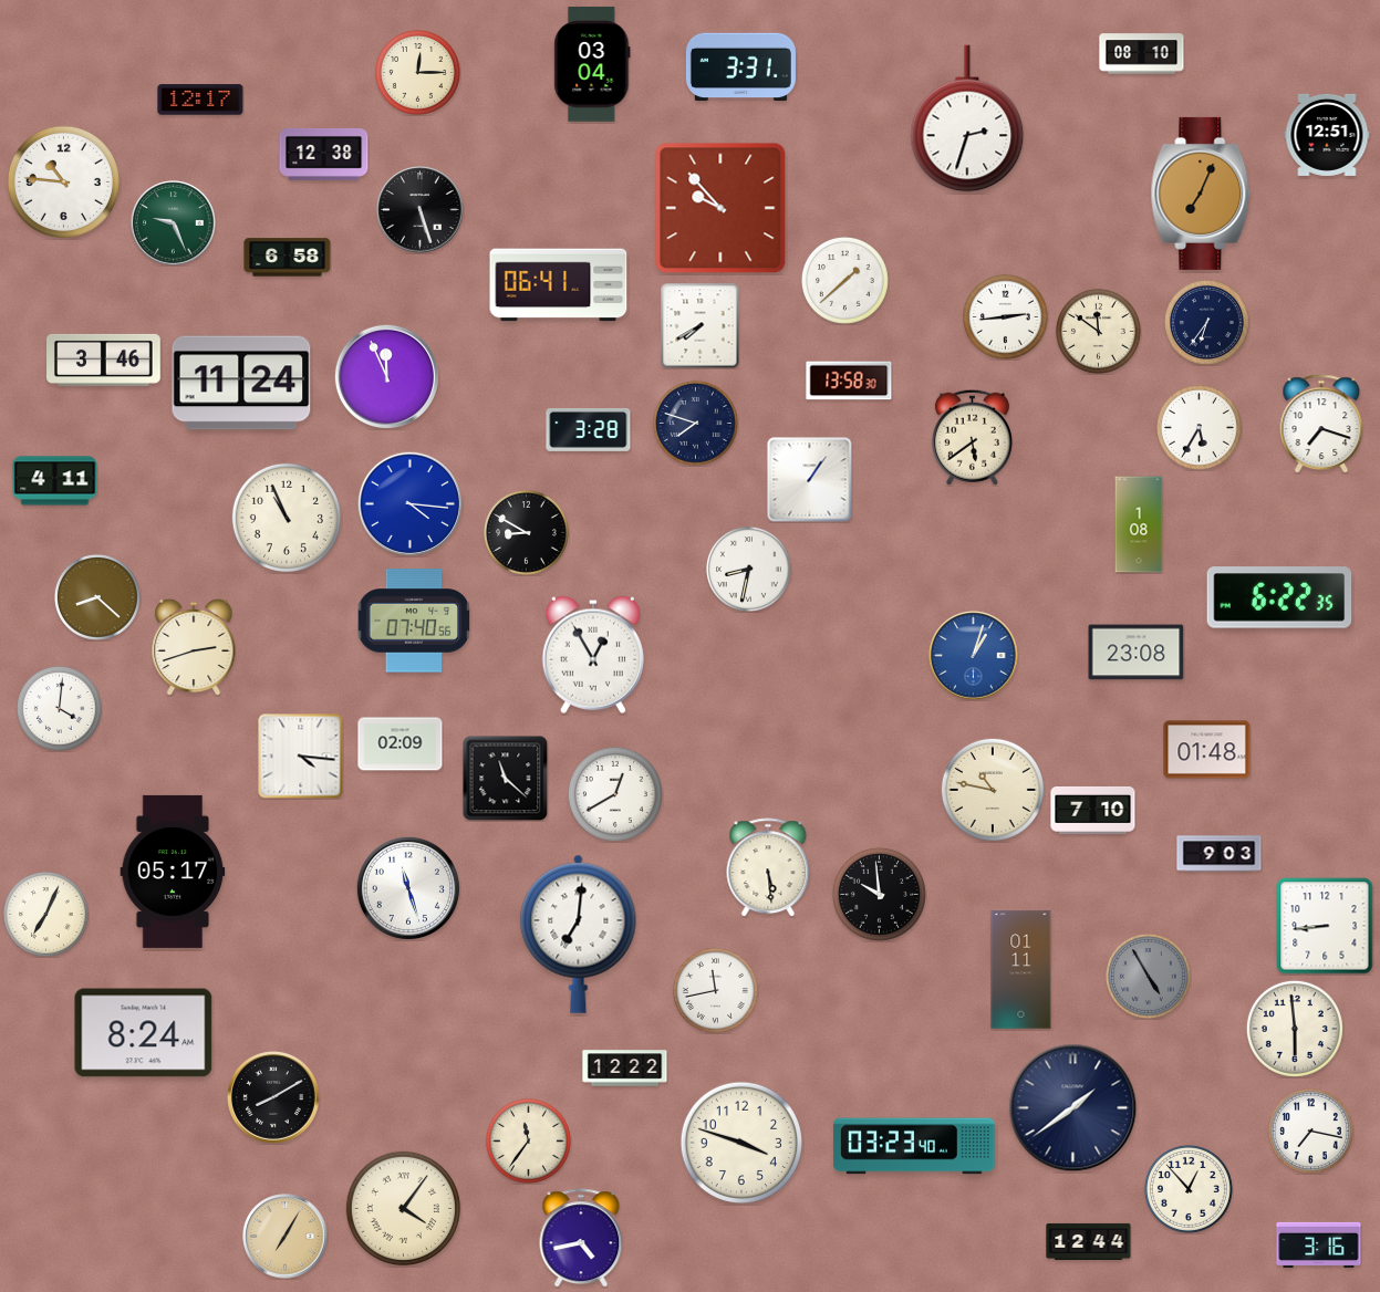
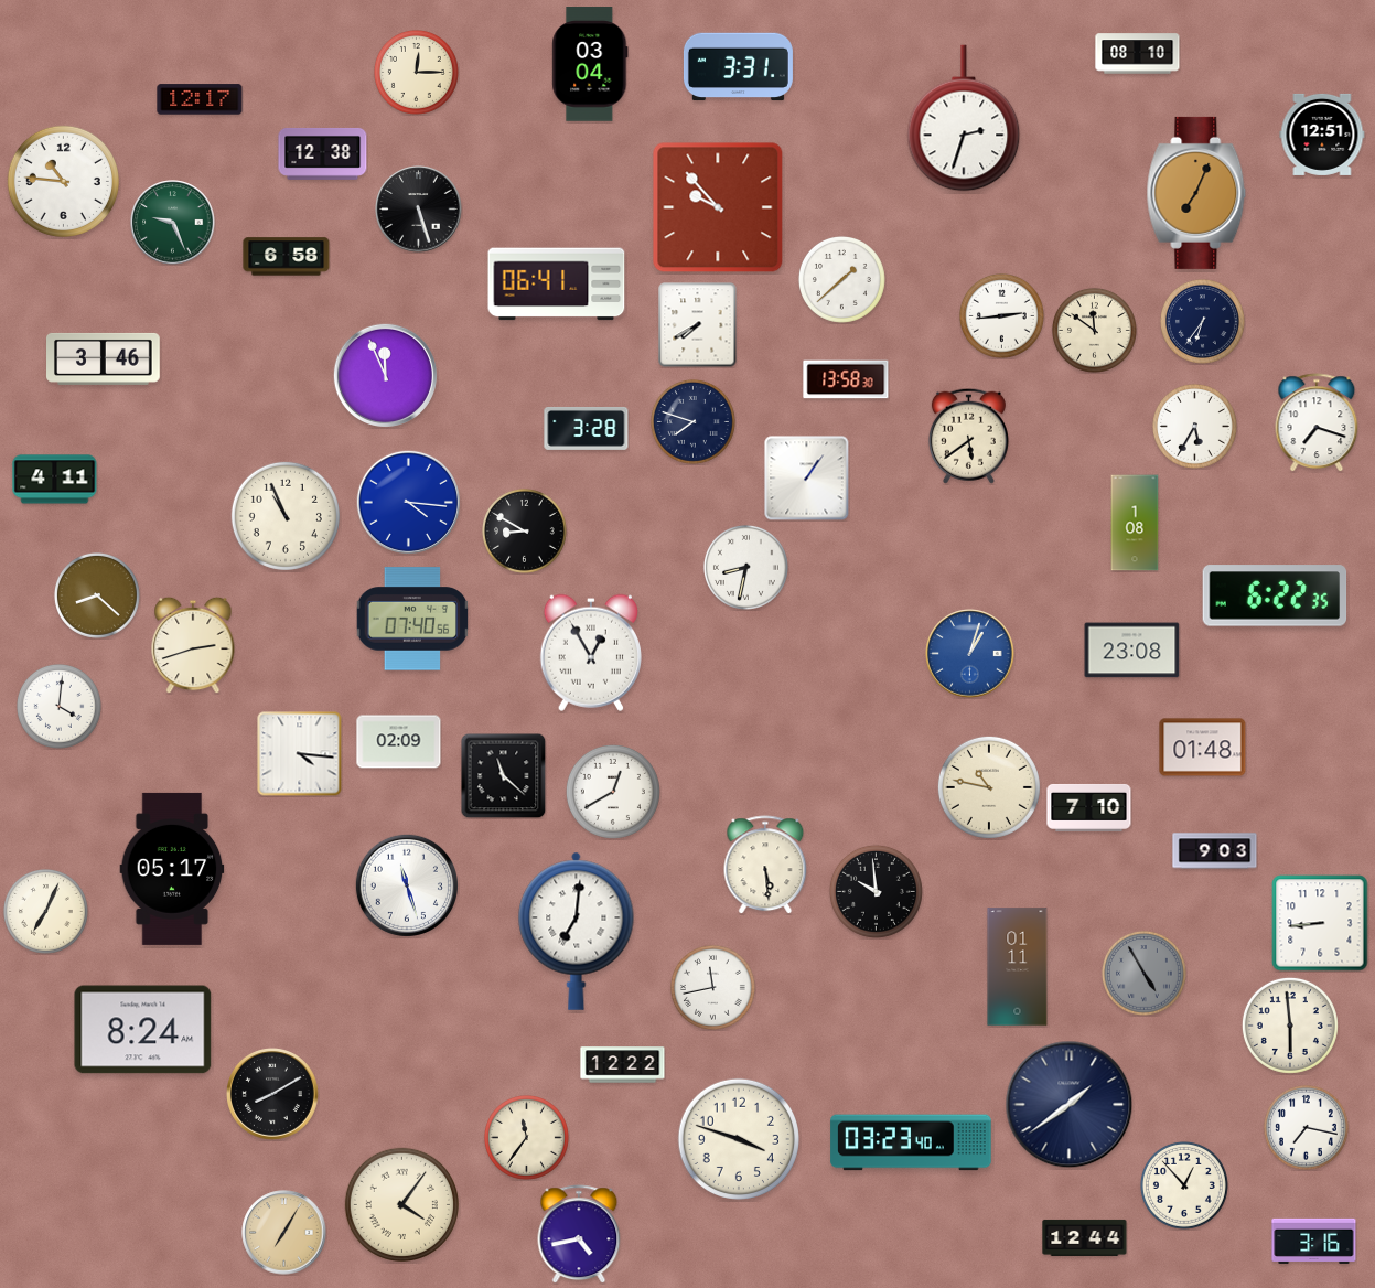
clock at (241, 383): 11:24 -> none
